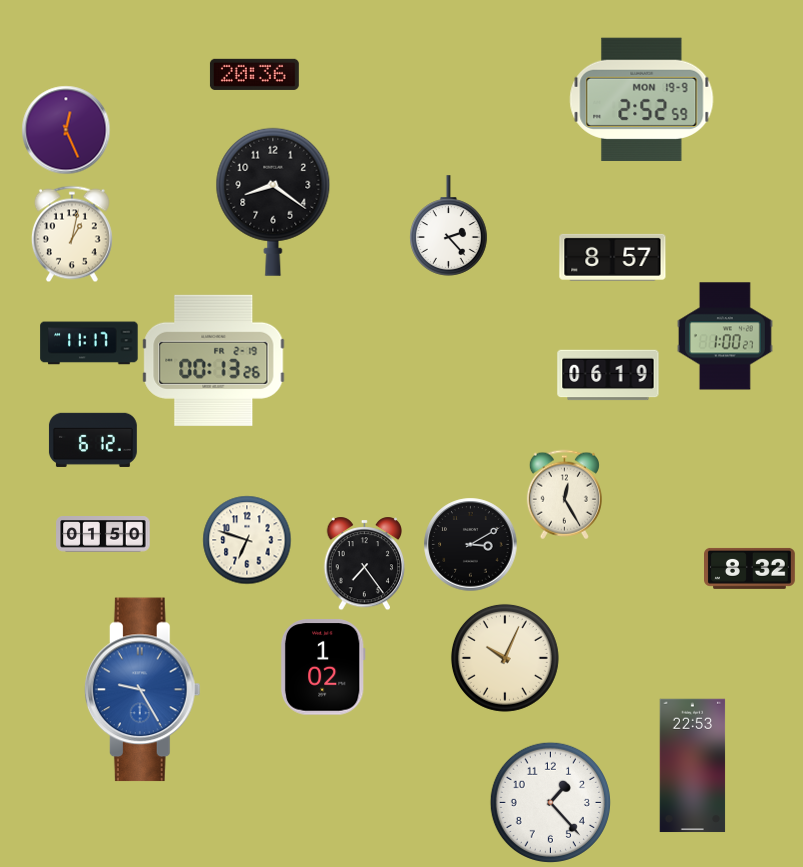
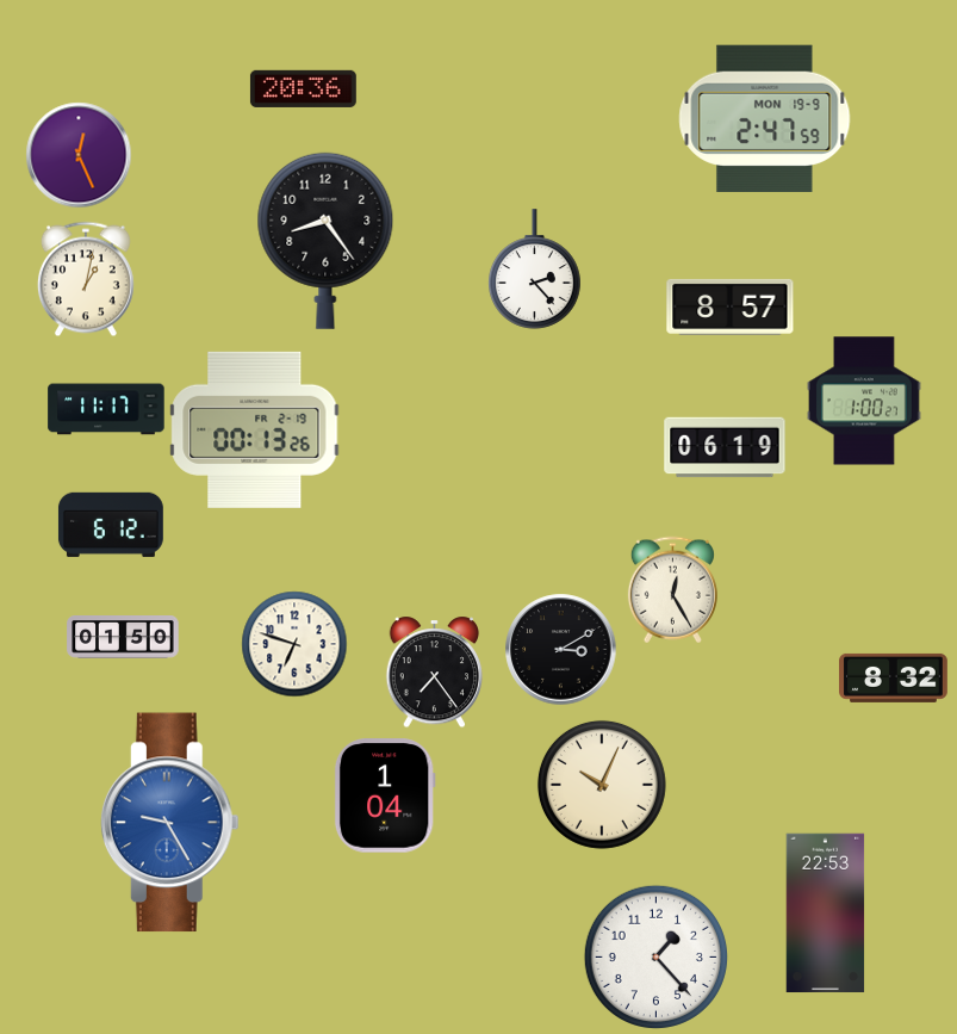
clock at (642, 99): 2:52 -> 2:47
clock at (273, 202): 8:21 -> 8:24
clock at (323, 667): 1:02 -> 1:04
